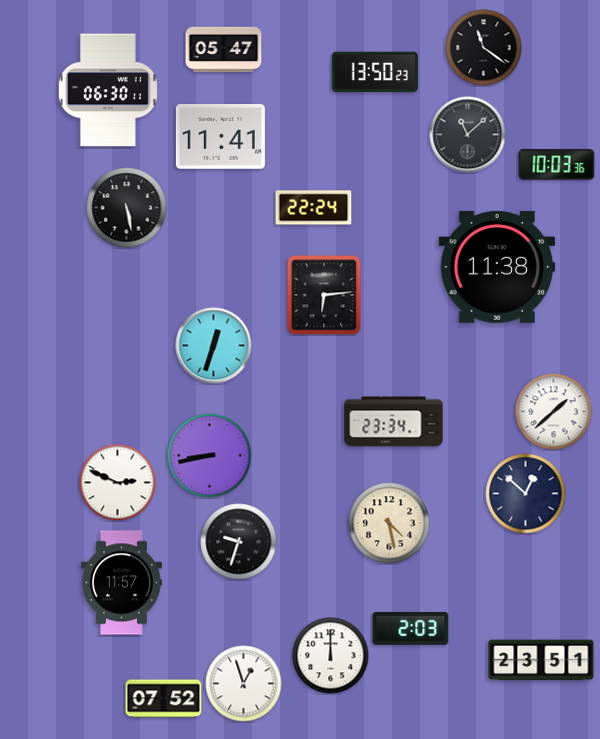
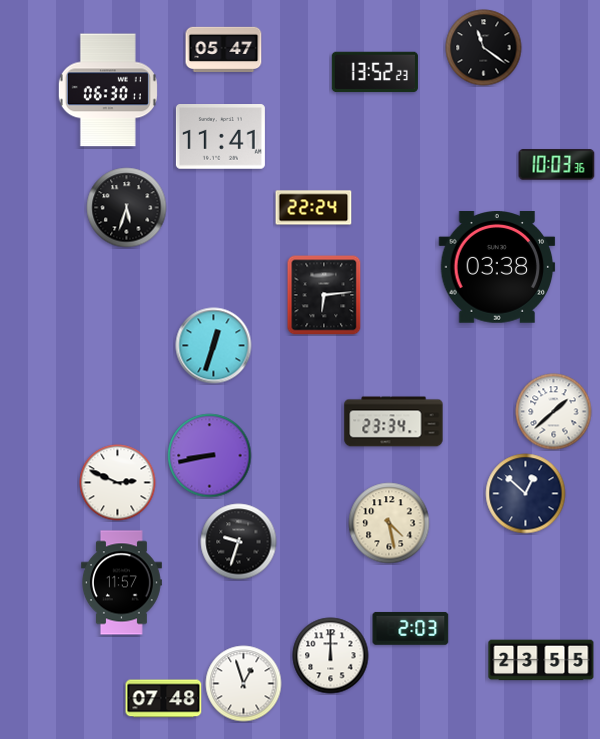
clock at (375, 72): 13:50 -> 13:52
clock at (468, 135): 11:08 -> none
clock at (127, 208): 5:28 -> 5:33
clock at (497, 268): 11:38 -> 03:38
clock at (541, 660): 23:51 -> 23:55
clock at (164, 699): 07:52 -> 07:48
